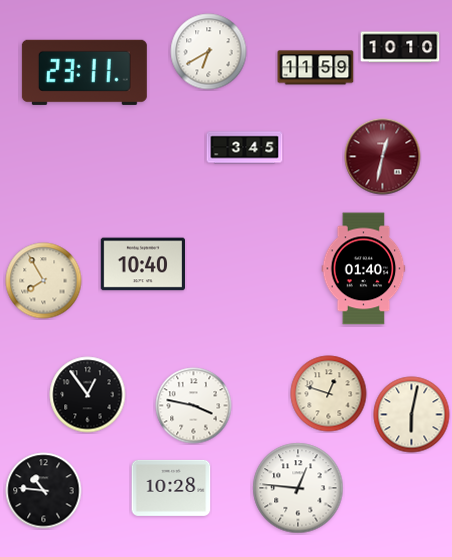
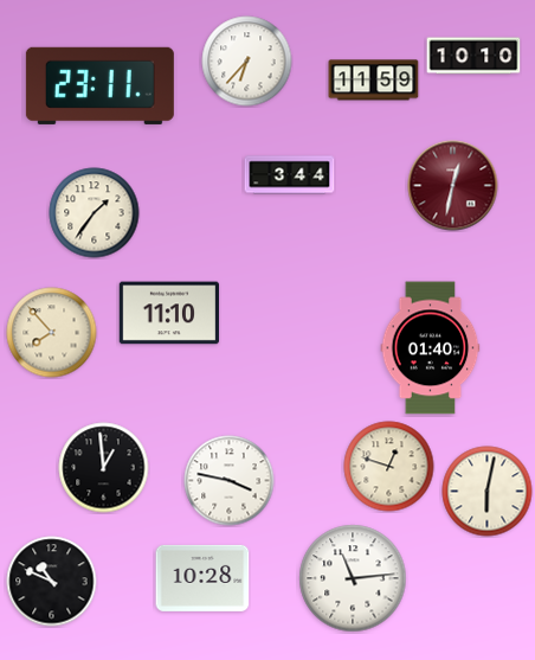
clock at (209, 52): 6:40 -> 6:37
clock at (245, 148): 3:45 -> 3:44
clock at (95, 213): none -> 1:36
clock at (143, 264): 10:40 -> 11:10
clock at (364, 269) position: (364, 269) -> (431, 348)
clock at (44, 281): 7:55 -> 7:53
clock at (88, 395): 12:54 -> 12:59
clock at (298, 488): 12:46 -> 11:14
clock at (44, 491): 10:46 -> 10:49
